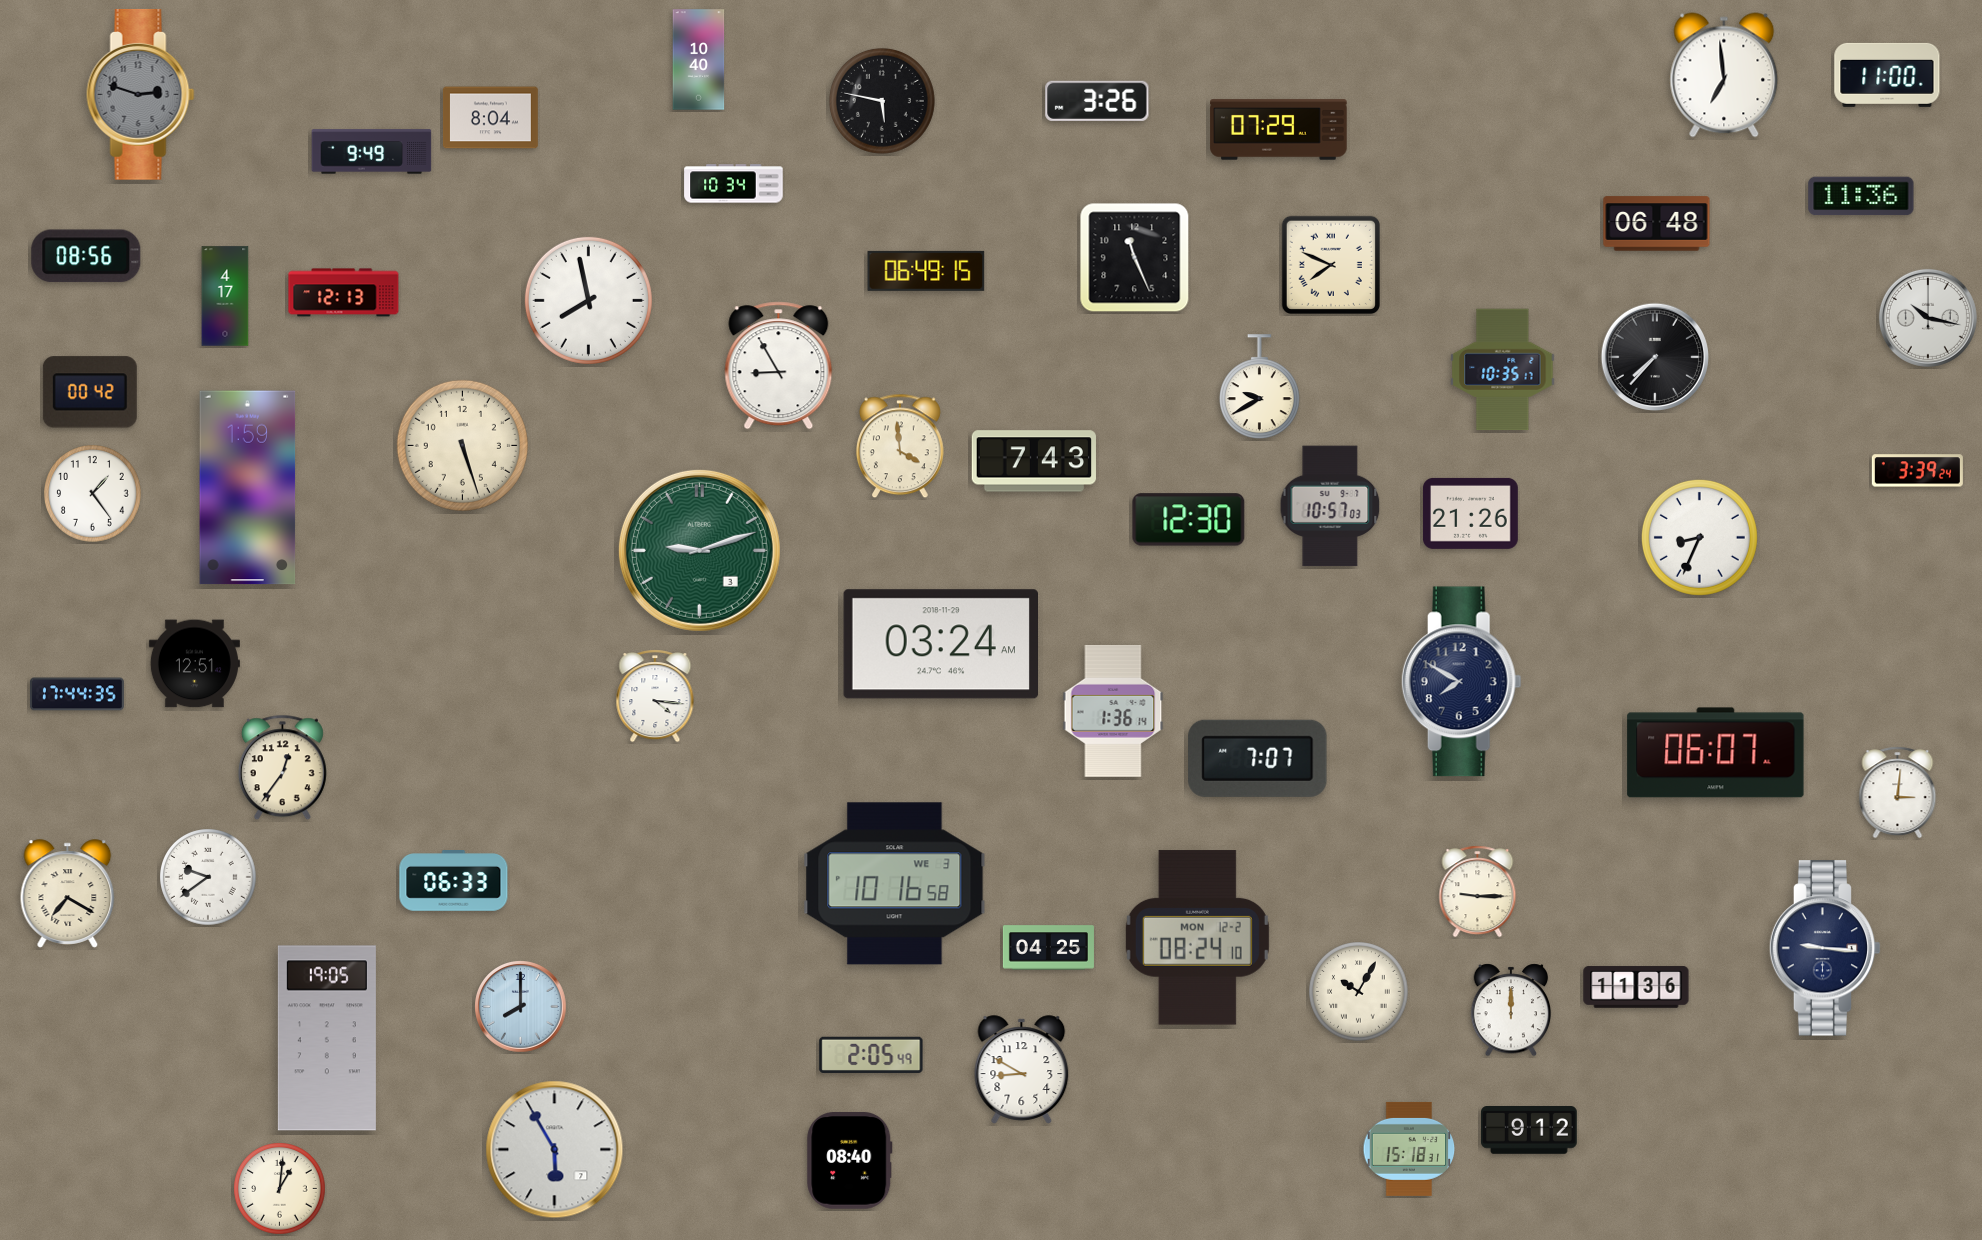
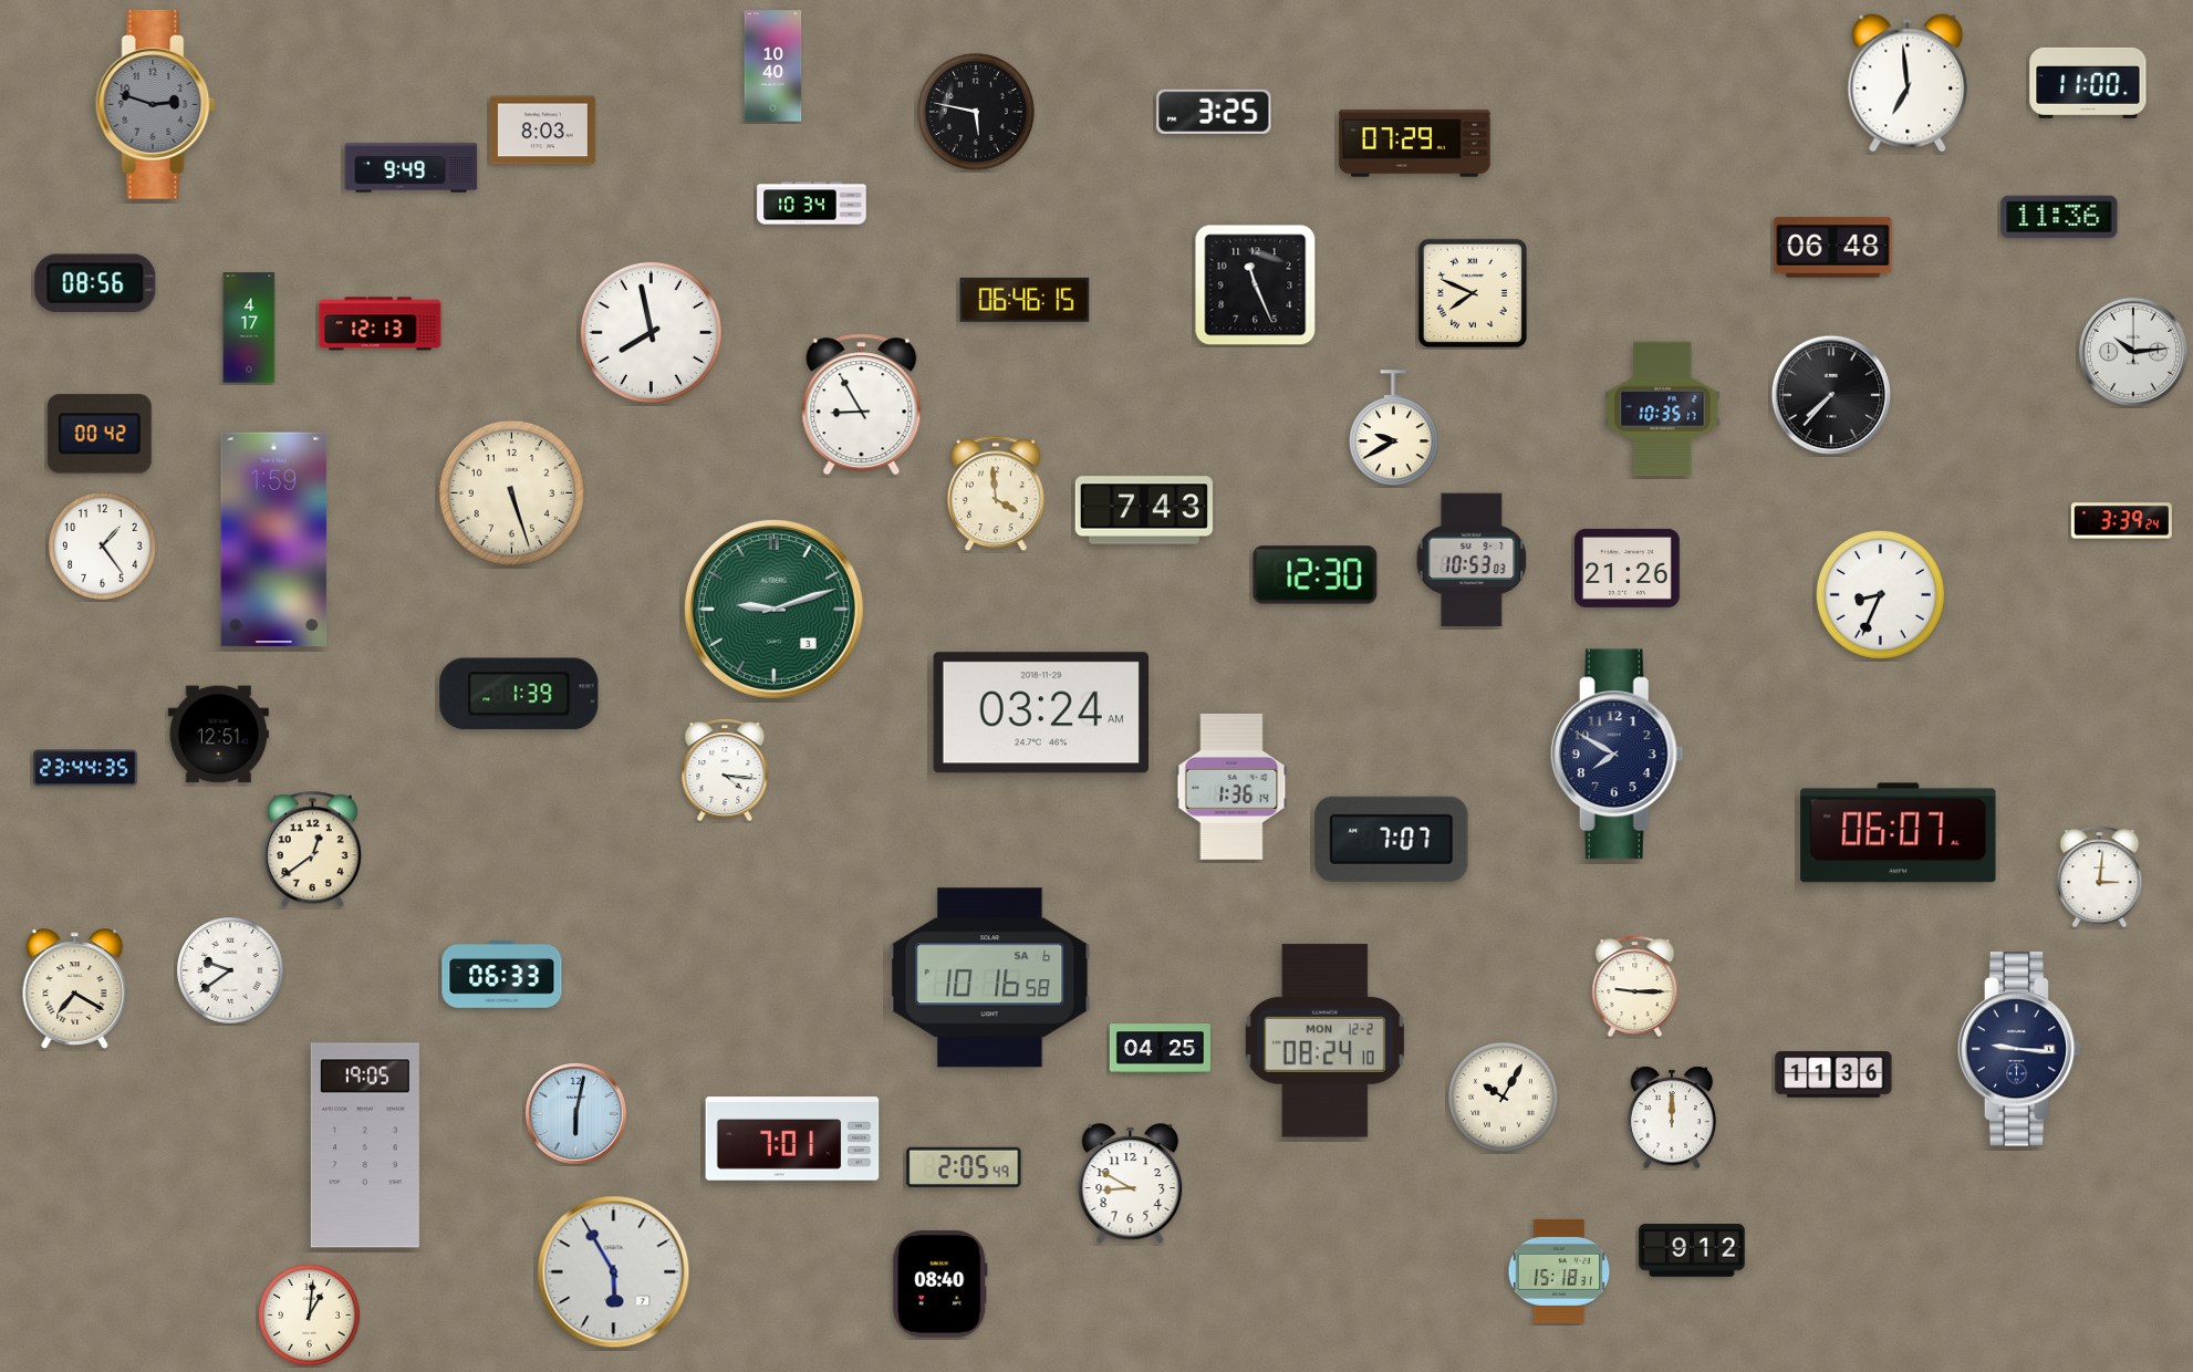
clock at (1097, 101): 3:26 -> 3:25
clock at (490, 118): 8:04 -> 8:03
clock at (926, 271): 06:49 -> 06:46
clock at (1928, 318): 10:17 -> 10:14
clock at (1330, 506): 10:57 -> 10:53
clock at (519, 694): none -> 1:39
clock at (194, 664) position: (194, 664) -> (218, 735)
clock at (77, 694): 17:44 -> 23:44
clock at (282, 768): 12:36 -> 12:39
clock at (895, 884) date: WE 3 -> SA 6
clock at (1197, 938) position: (1197, 938) -> (1324, 1041)
clock at (1636, 987) position: (1636, 987) -> (1833, 1074)
clock at (521, 1007): 8:00 -> 6:02
clock at (792, 1139): none -> 7:01
clock at (327, 1038) position: (327, 1038) -> (365, 1145)
